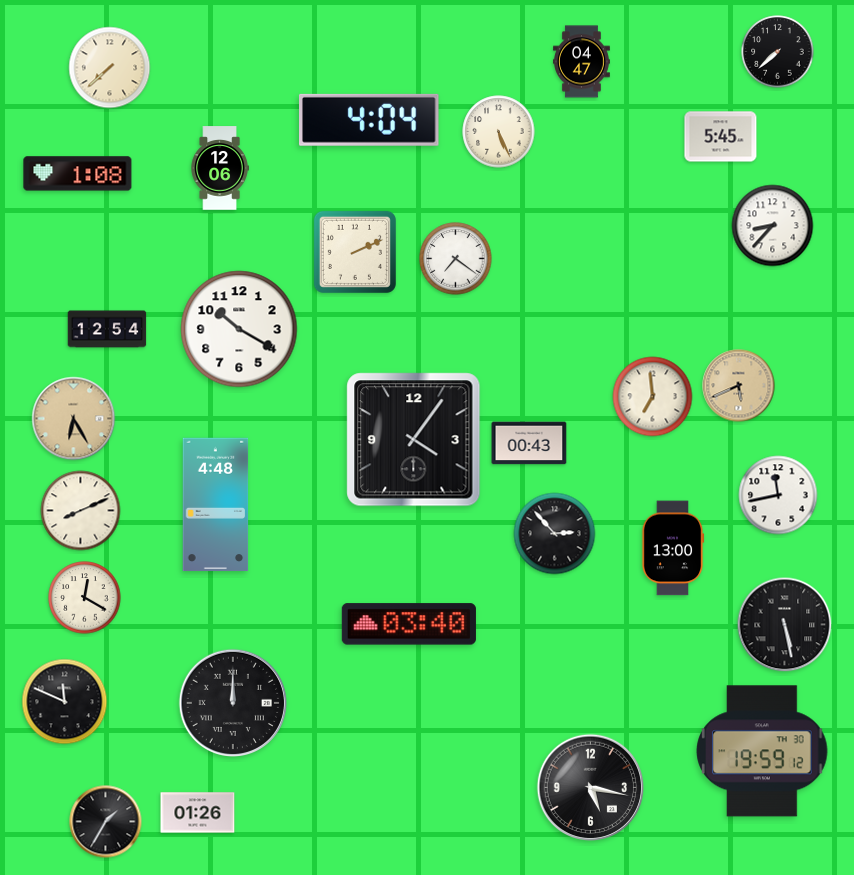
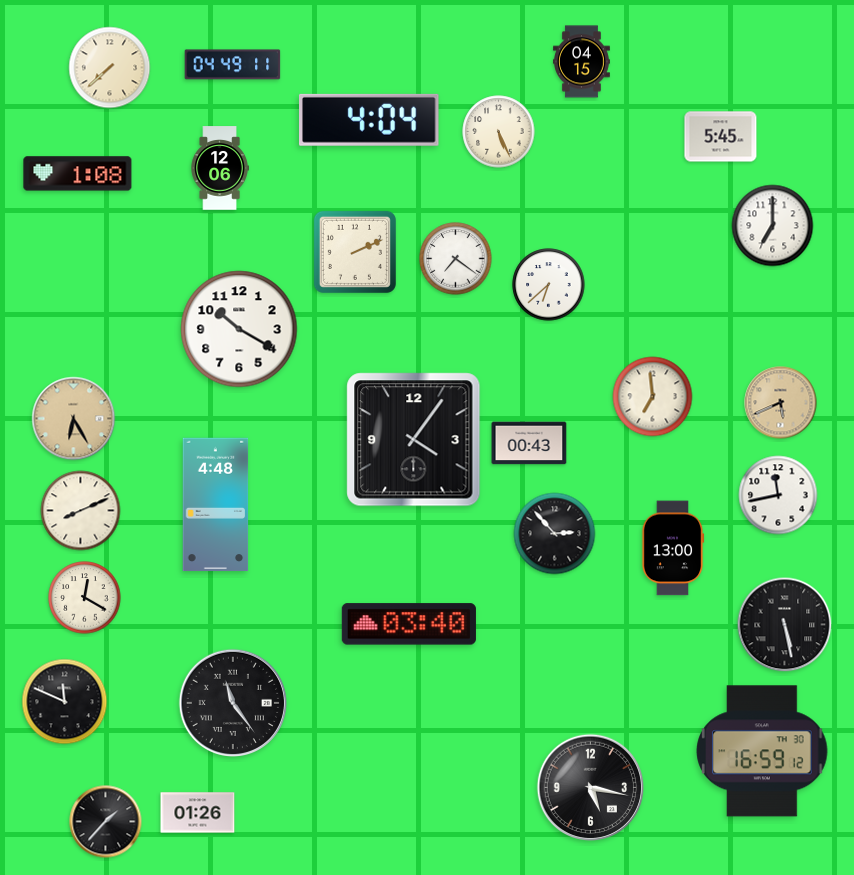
clock at (778, 52): 7:38 -> none
clock at (582, 62): 04:47 -> 04:15
clock at (233, 65): none -> 04:49
clock at (773, 226): 8:37 -> 7:00
clock at (549, 285): none -> 6:38
clock at (107, 329): 12:54 -> none
clock at (739, 386) position: (739, 386) -> (781, 403)
clock at (232, 702): 12:00 -> 11:24
clock at (762, 751): 19:59 -> 16:59
clock at (106, 822): 1:35 -> 1:37
